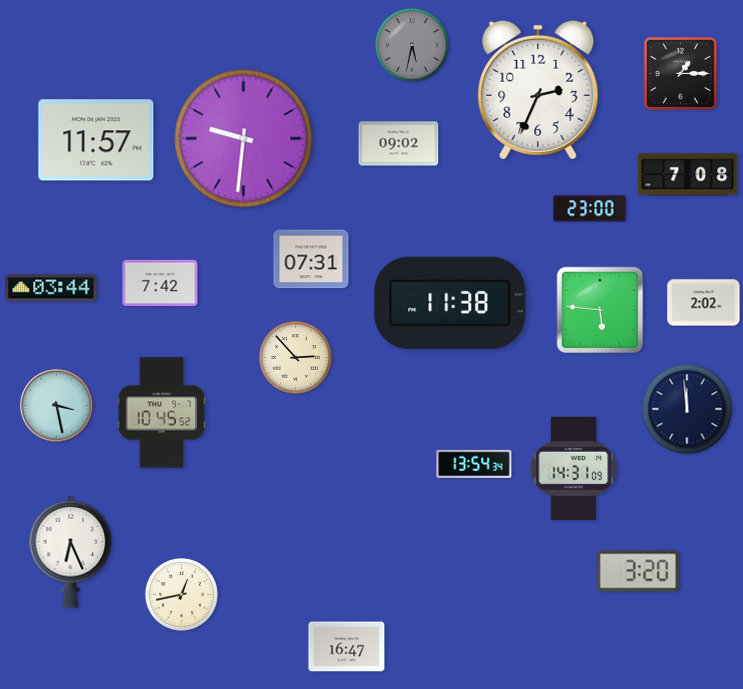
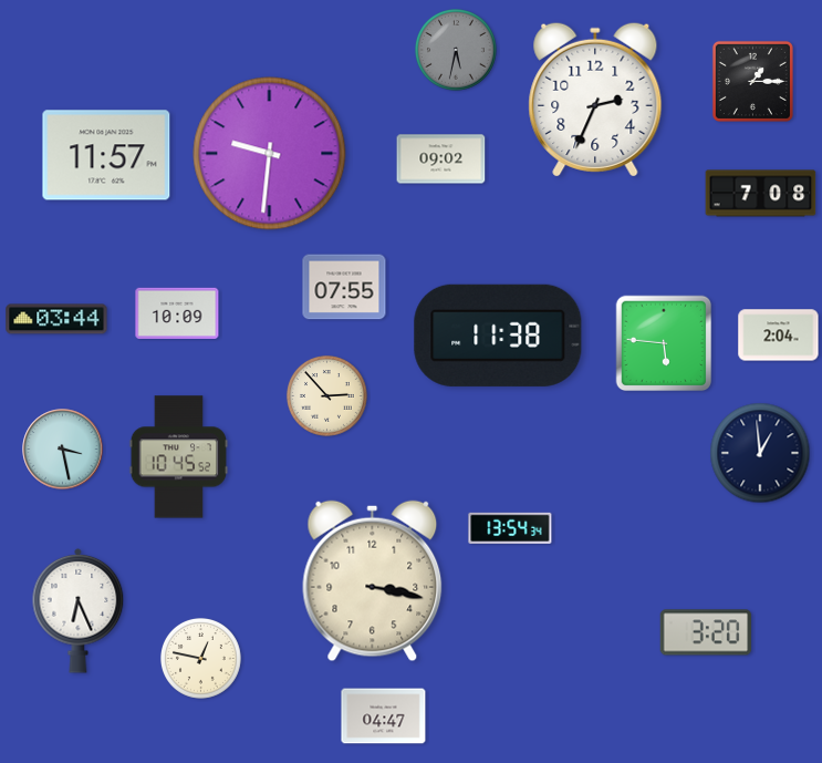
clock at (590, 209): 23:00 -> none
clock at (311, 259): 07:31 -> 07:55
clock at (160, 283): 7:42 -> 10:09
clock at (704, 303): 2:02 -> 2:04
clock at (687, 409): 11:59 -> 12:59
clock at (474, 464) position: (474, 464) -> (510, 528)
clock at (574, 468): 14:31 -> none
clock at (373, 581): none -> 3:17
clock at (181, 594): 12:43 -> 12:47
clock at (347, 647): 16:47 -> 04:47
